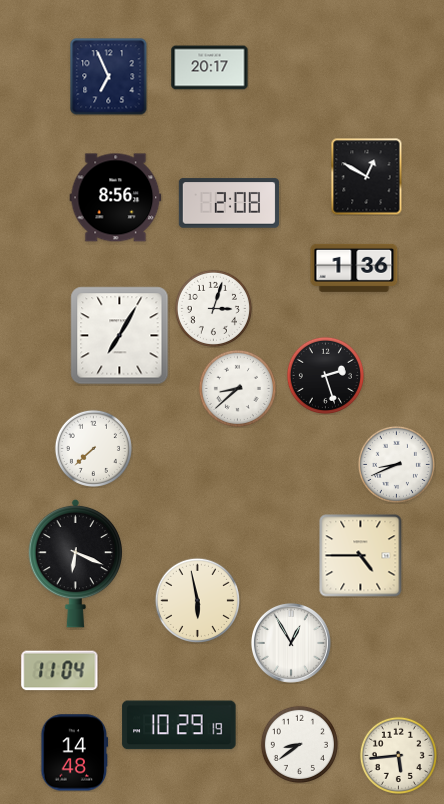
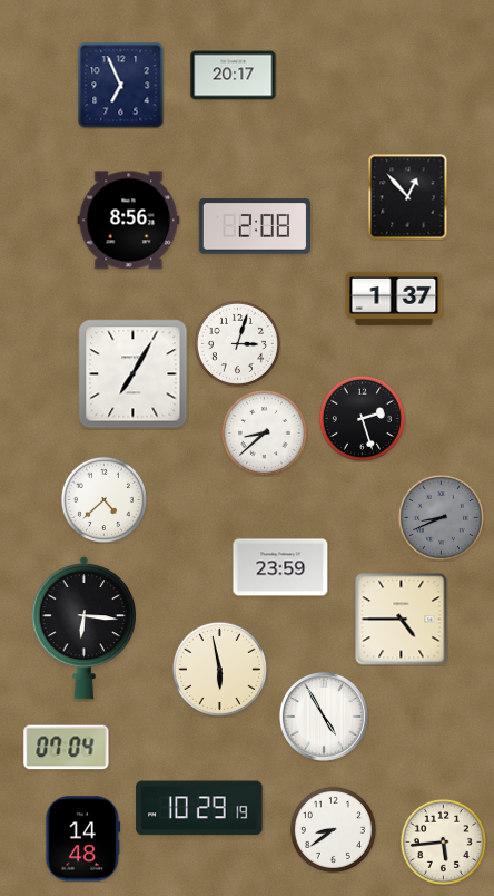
clock at (367, 176): 12:50 -> 12:53
clock at (354, 268): 1:36 -> 1:37
clock at (93, 448): 7:38 -> 4:38
clock at (396, 464) dial: white -> grey
clock at (280, 567): none -> 23:59
clock at (76, 563): 6:19 -> 6:16
clock at (291, 643): 12:55 -> 4:55
clock at (60, 671): 11:04 -> 07:04
